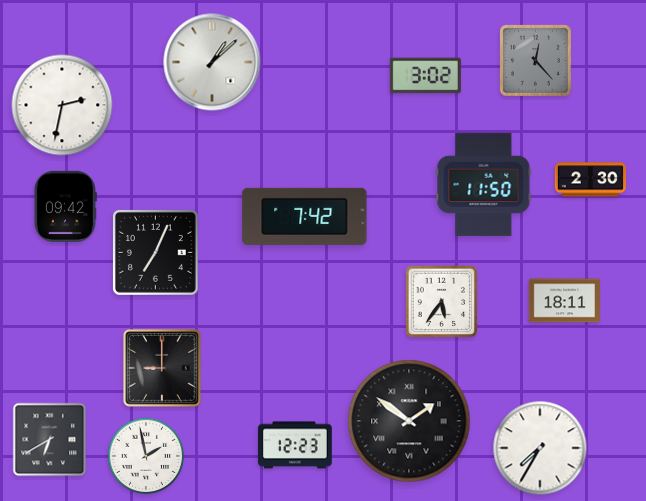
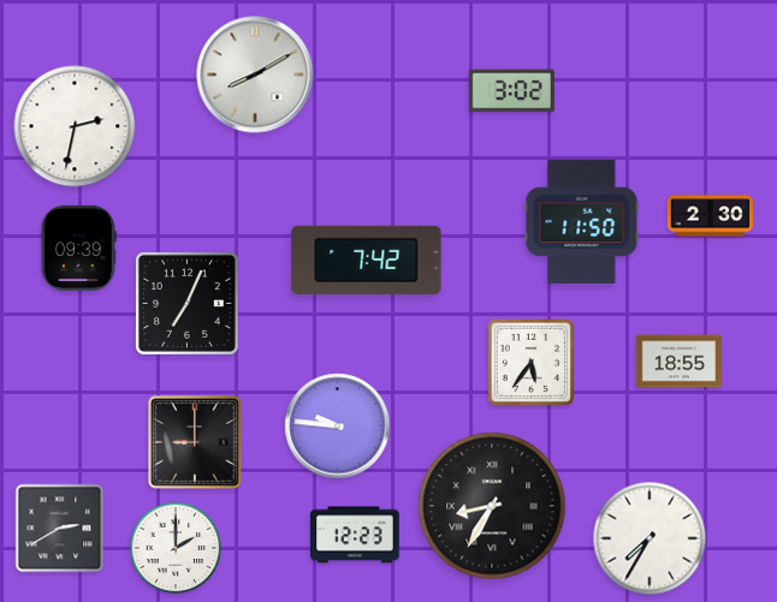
clock at (536, 61): 12:23 -> none
clock at (212, 62): 1:08 -> 8:10
clock at (65, 206): 09:42 -> 09:39
clock at (564, 301): 18:11 -> 18:55
clock at (338, 427): none -> 9:46
clock at (409, 421): 1:51 -> 8:35
clock at (50, 440): 6:40 -> 2:40
clock at (146, 456): 1:58 -> 2:00
